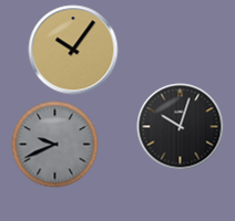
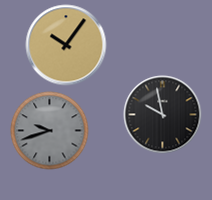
clock at (180, 126): 10:03 -> 9:58
clock at (54, 144): 9:41 -> 9:42
